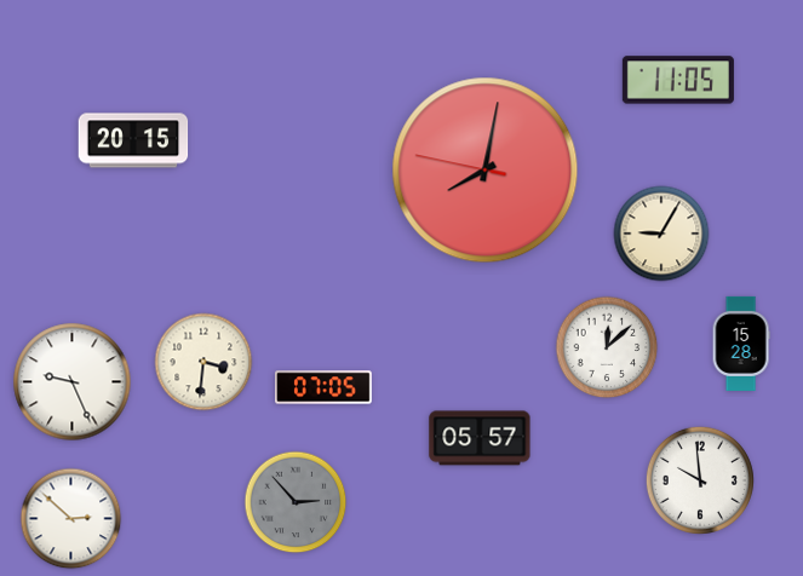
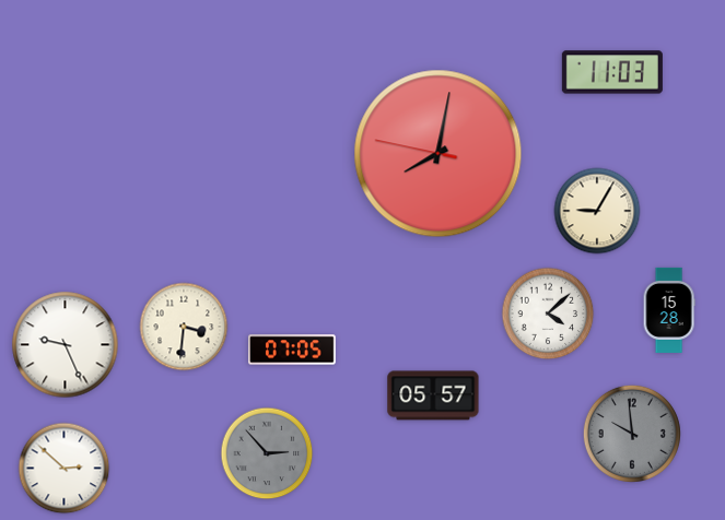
clock at (678, 80): 11:05 -> 11:03
clock at (133, 140): 20:15 -> none
clock at (607, 347): 12:08 -> 4:08
clock at (700, 480) dial: white -> grey
